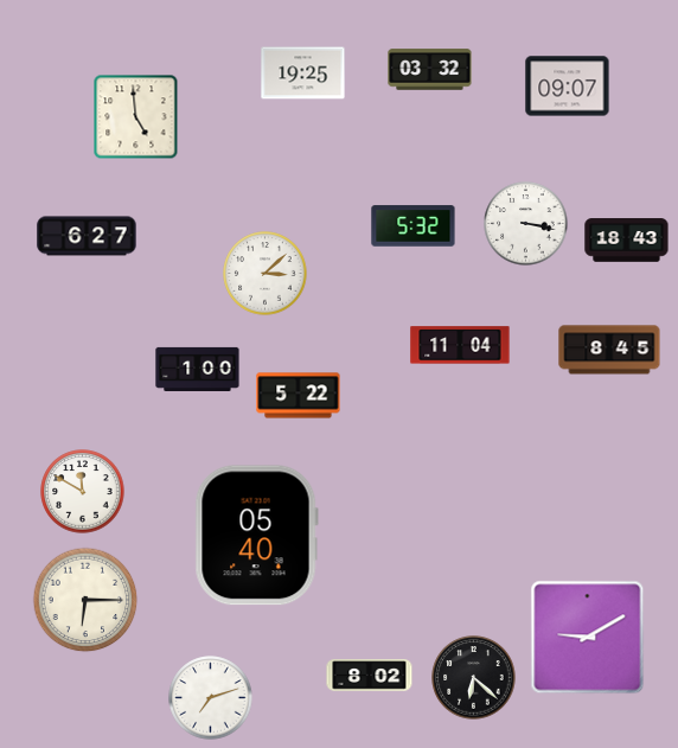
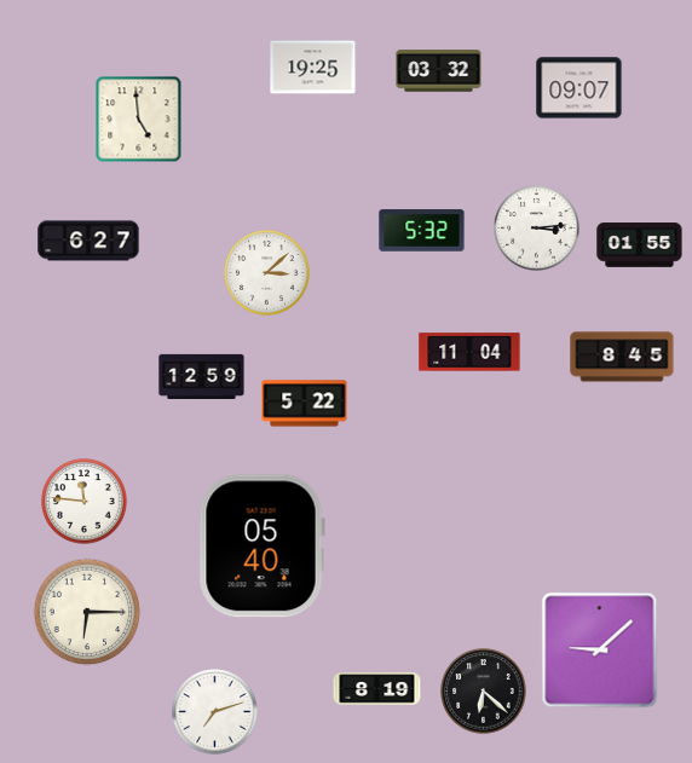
clock at (303, 73) position: (303, 73) -> (313, 68)
clock at (526, 224): 3:17 -> 3:14
clock at (627, 241): 18:43 -> 01:55
clock at (266, 274) position: (266, 274) -> (267, 273)
clock at (198, 369): 1:00 -> 12:59
clock at (83, 492): 11:50 -> 11:46
clock at (588, 638): 9:10 -> 9:08
clock at (370, 676): 8:02 -> 8:19
